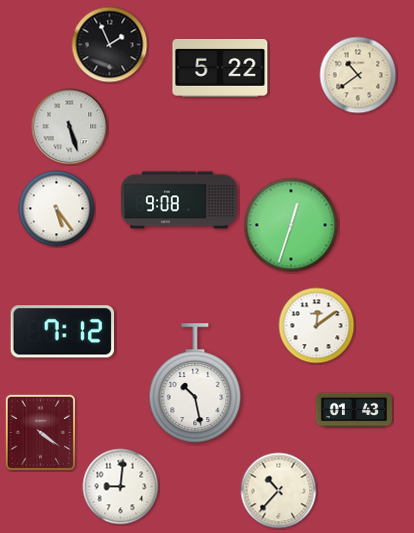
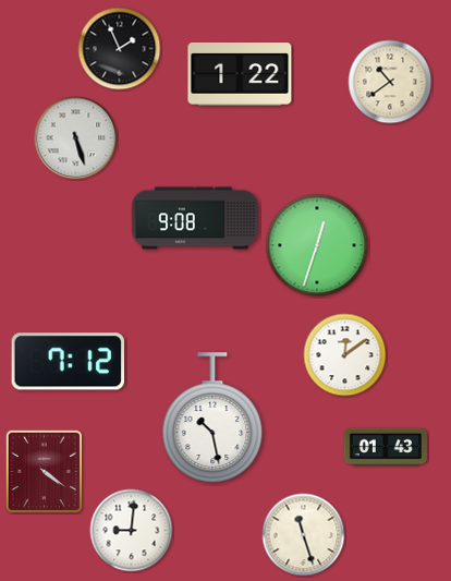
clock at (220, 68): 5:22 -> 1:22
clock at (57, 209): 5:24 -> none
clock at (279, 491): 10:37 -> 11:27
